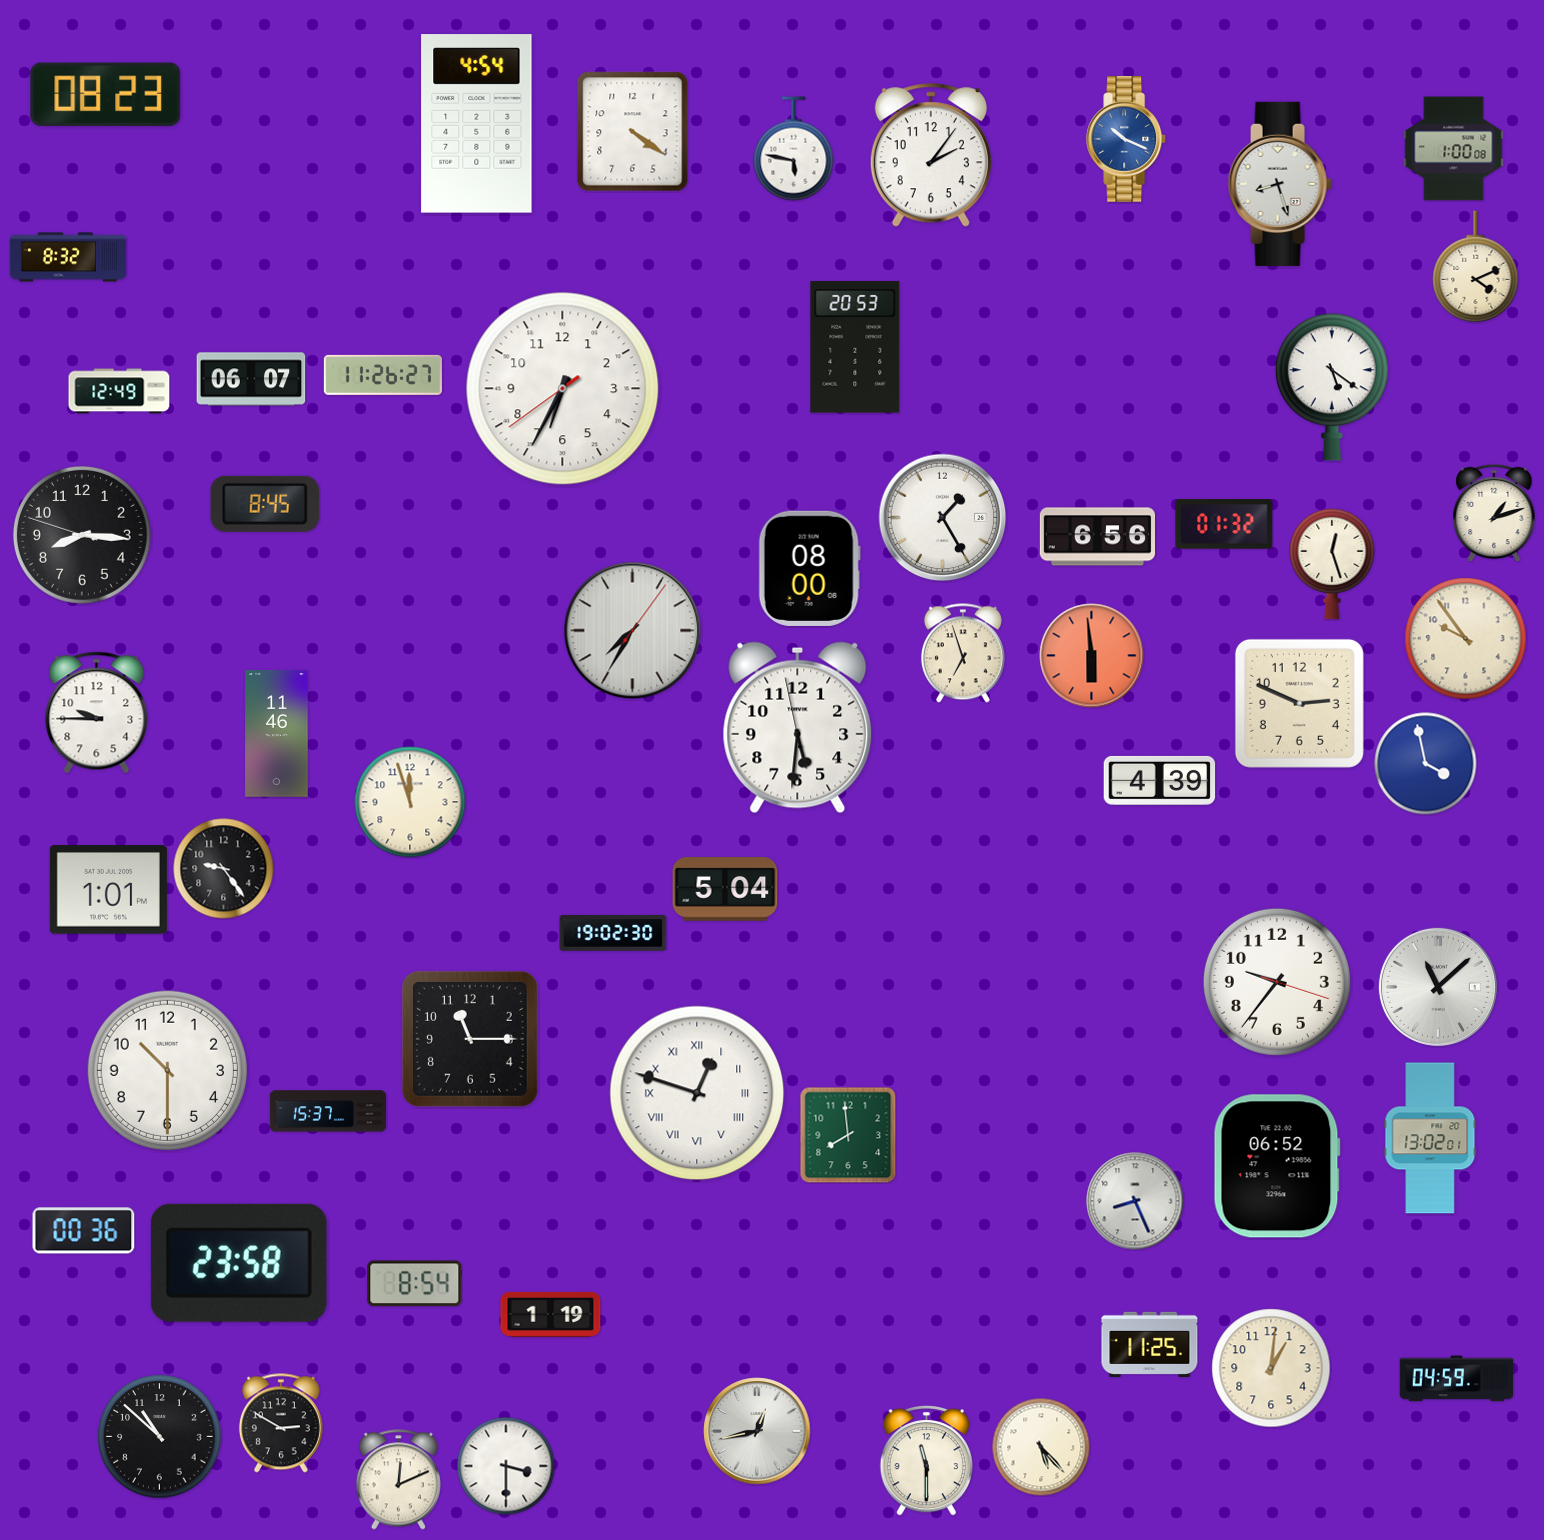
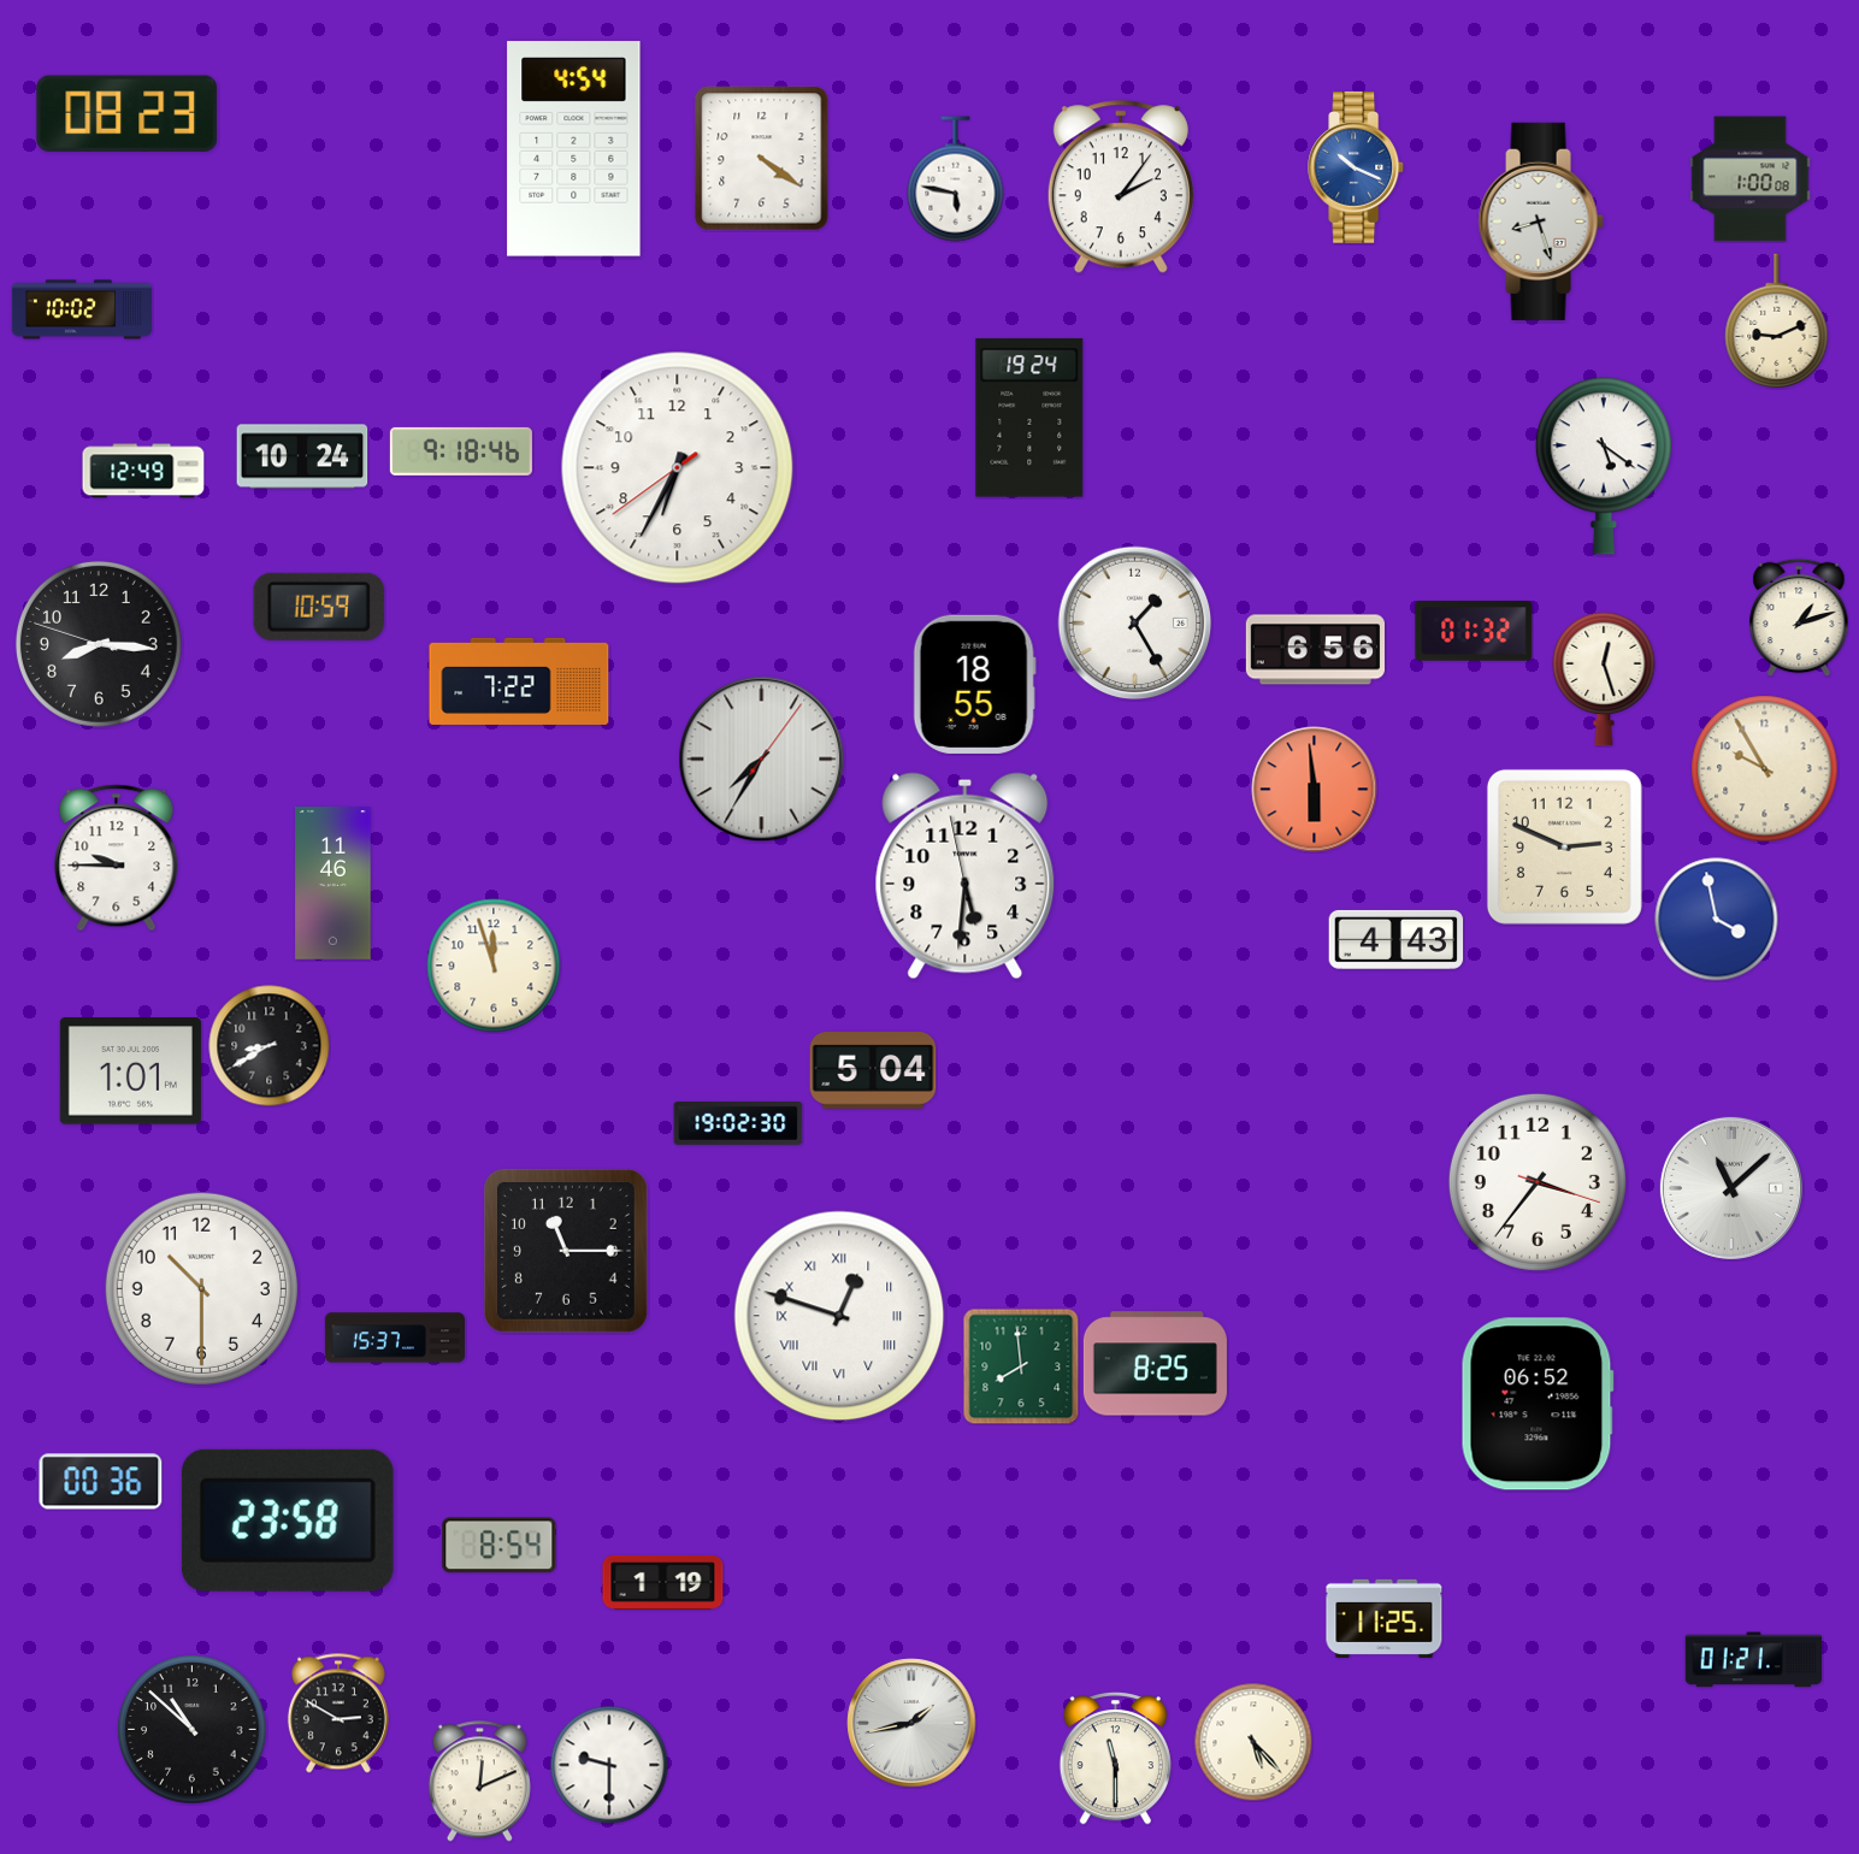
clock at (68, 257): 8:32 -> 10:02
clock at (1476, 267): 4:11 -> 9:11
clock at (855, 347): 20:53 -> 19:24
clock at (383, 375): 11:26 -> 9:18
clock at (251, 379): 06:07 -> 10:24
clock at (265, 504): 8:45 -> 10:59
clock at (1097, 537) position: (1097, 537) -> (1315, 650)
clock at (519, 681): none -> 7:22
clock at (809, 568): 08:00 -> 18:55
clock at (1466, 639): 9:54 -> 9:55
clock at (963, 653): 6:57 -> none
clock at (798, 728) position: (798, 728) -> (966, 876)
clock at (1160, 780): 4:39 -> 4:43
clock at (224, 869): 9:24 -> 8:40
clock at (1277, 982): 9:36 -> 3:36
clock at (1155, 1364): none -> 8:25
clock at (1430, 1138): 13:02 -> none
clock at (1135, 1201): 8:26 -> none
clock at (1271, 1368): 1:01 -> none
clock at (1457, 1379): 04:59 -> 01:21
clock at (757, 1431): 12:43 -> 1:43
clock at (506, 1466): 3:30 -> 9:30
